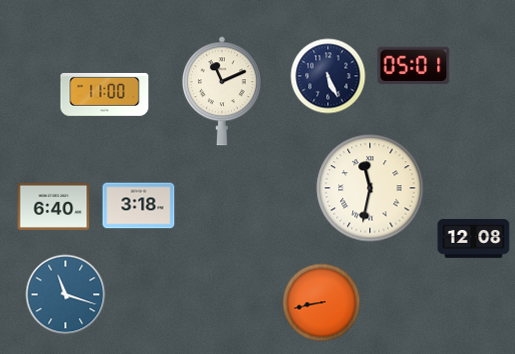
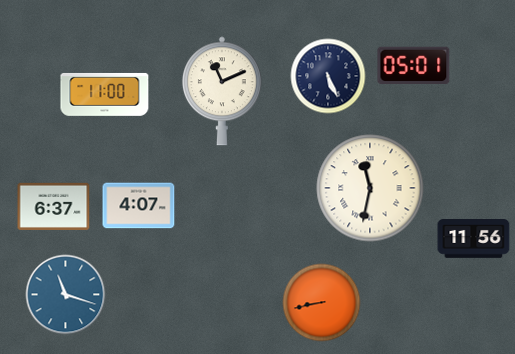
clock at (54, 206): 6:40 -> 6:37
clock at (139, 206): 3:18 -> 4:07
clock at (474, 239): 12:08 -> 11:56
